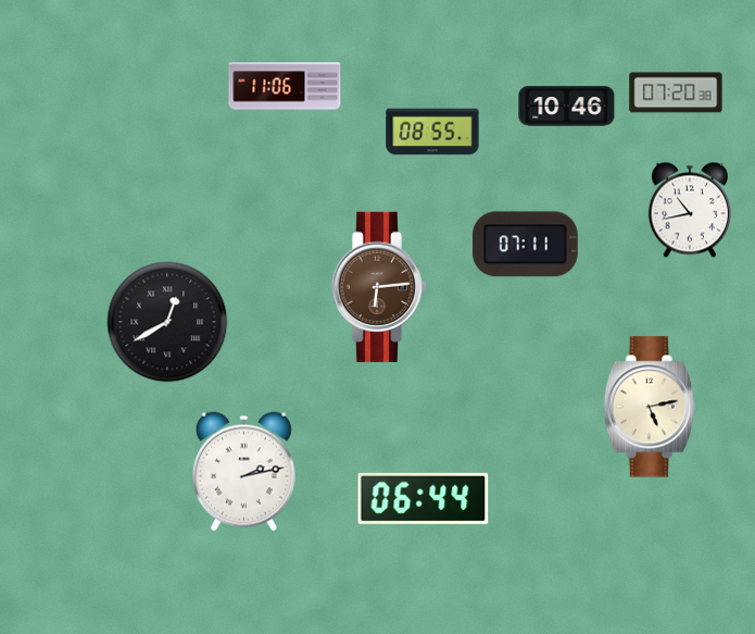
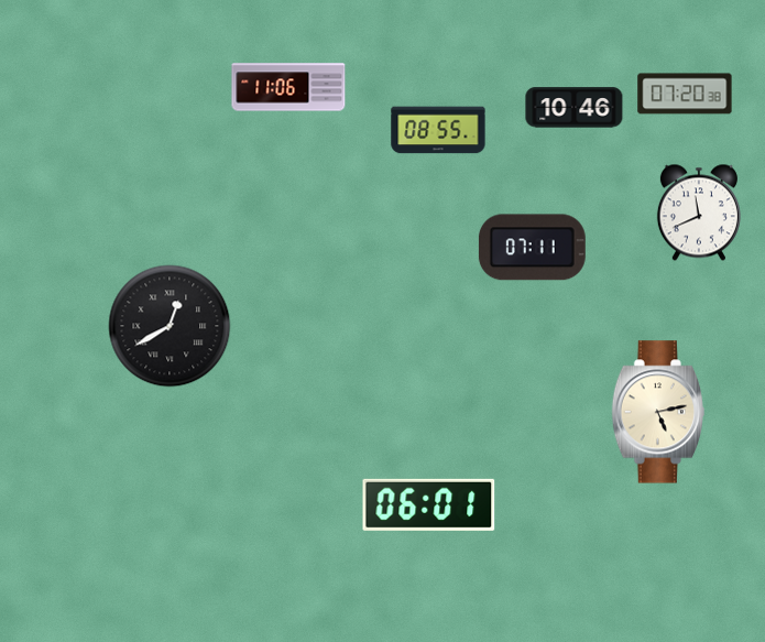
clock at (432, 132) position: (432, 132) -> (438, 130)
clock at (690, 210): 10:43 -> 11:41
clock at (379, 287): 6:14 -> none
clock at (243, 472): 2:13 -> none
clock at (424, 498): 06:44 -> 06:01
